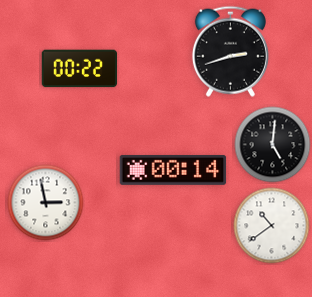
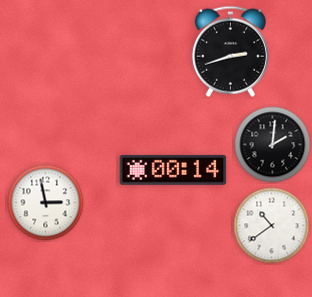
clock at (80, 69): 00:22 -> none
clock at (273, 145): 5:01 -> 2:01
